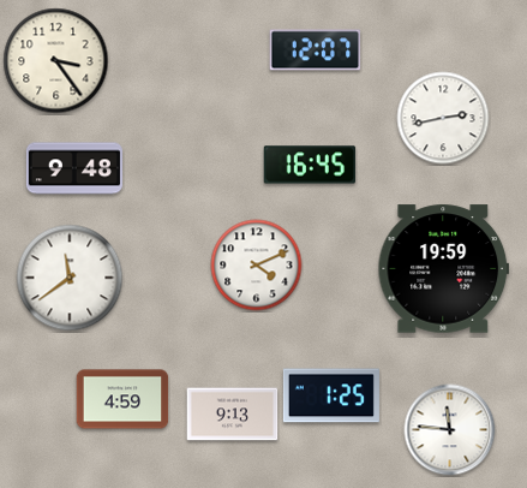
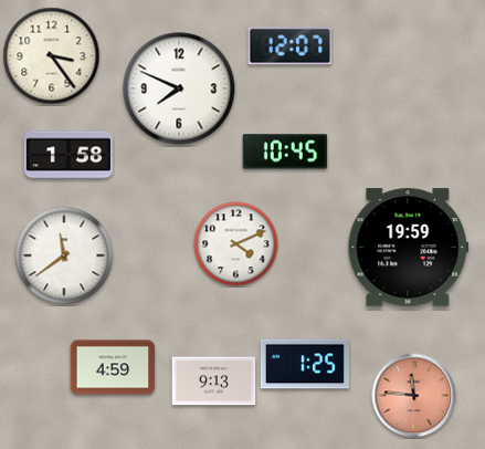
clock at (179, 88): none -> 7:49
clock at (443, 118): 2:43 -> none
clock at (310, 165): 16:45 -> 10:45
clock at (74, 168): 9:48 -> 1:58
clock at (450, 430) dial: white -> salmon
